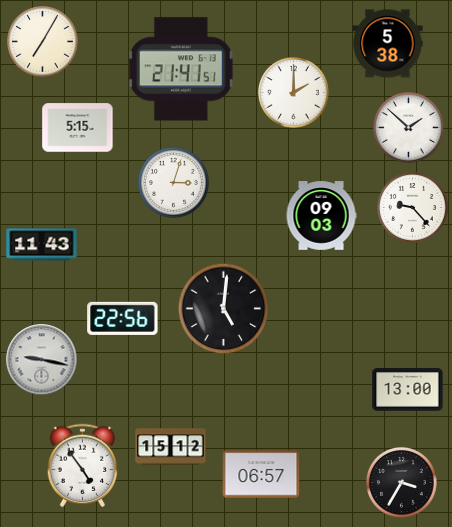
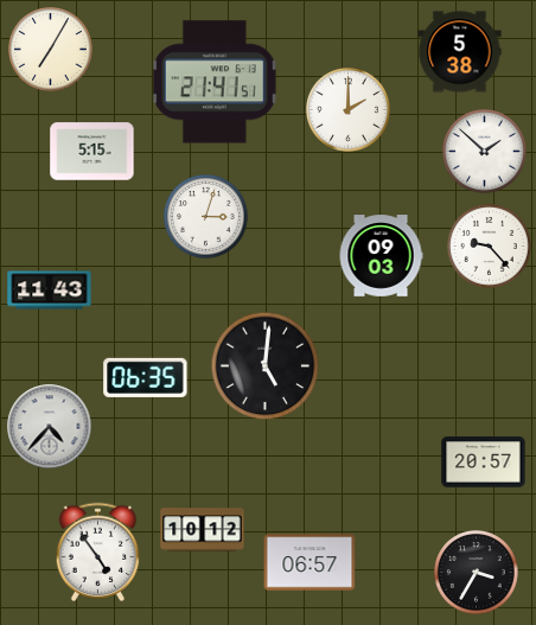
clock at (123, 318): 22:56 -> 06:35
clock at (42, 360): 9:17 -> 4:37
clock at (408, 390): 13:00 -> 20:57
clock at (171, 447): 15:12 -> 10:12
